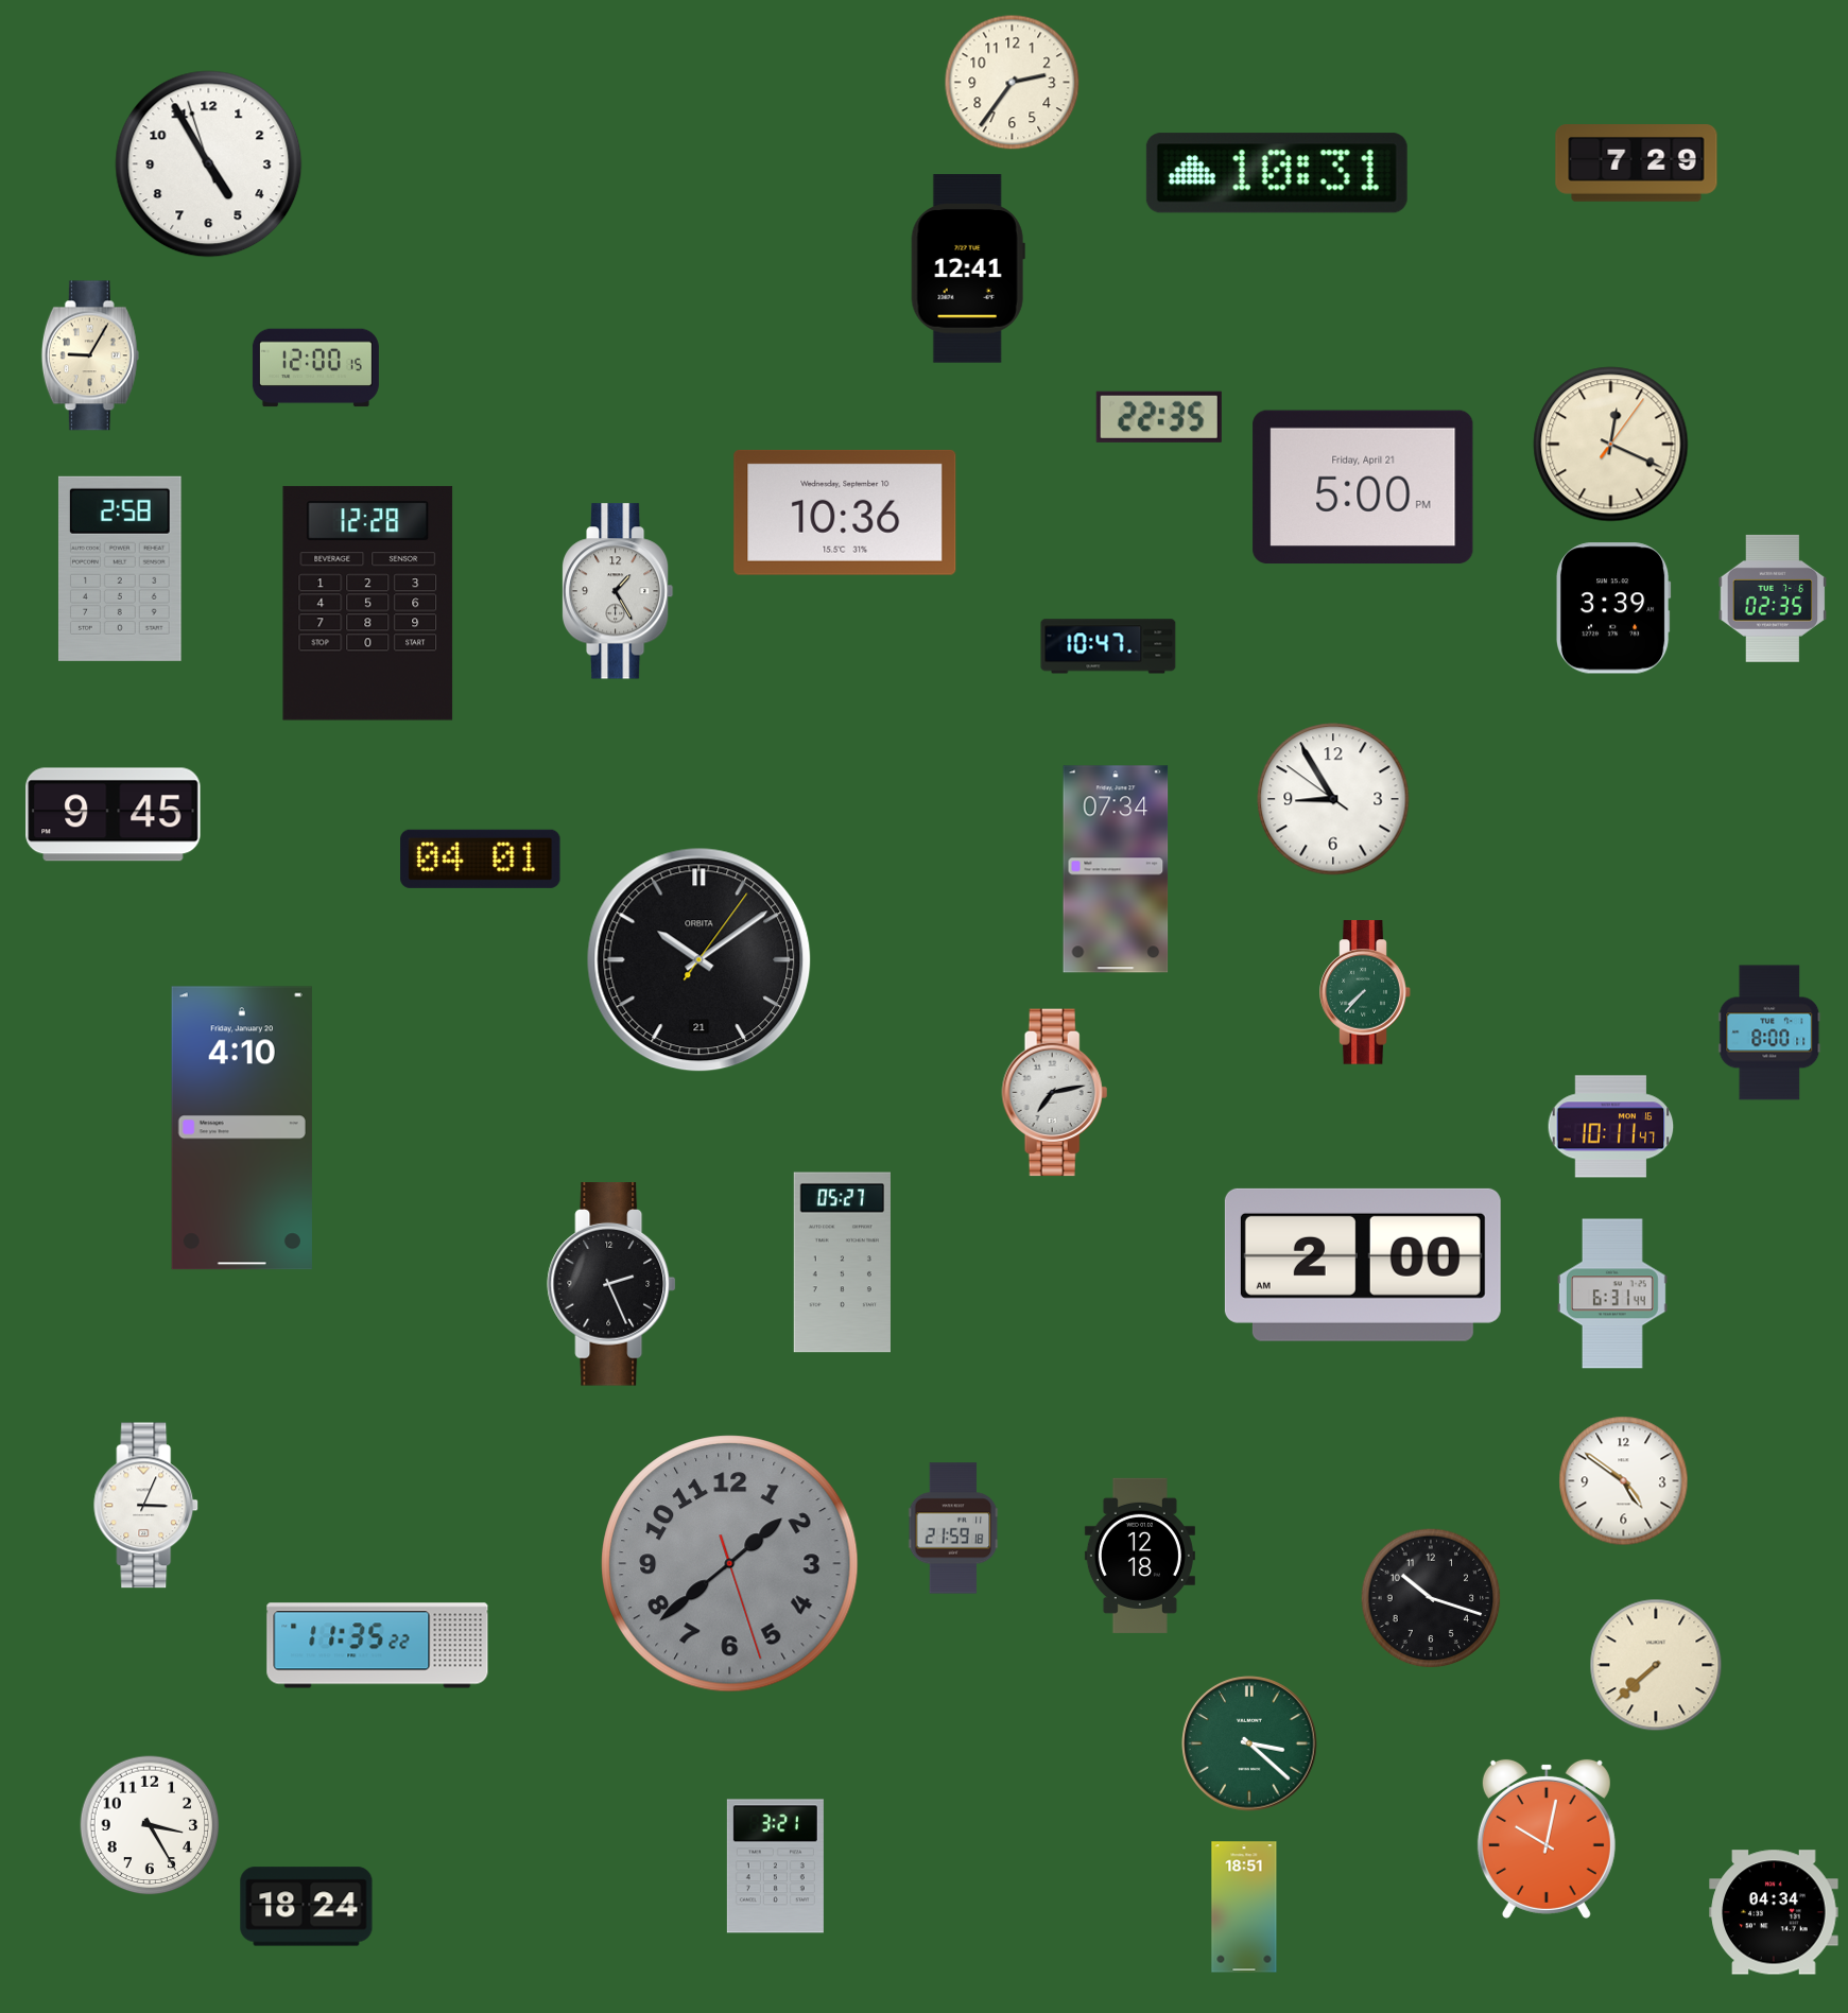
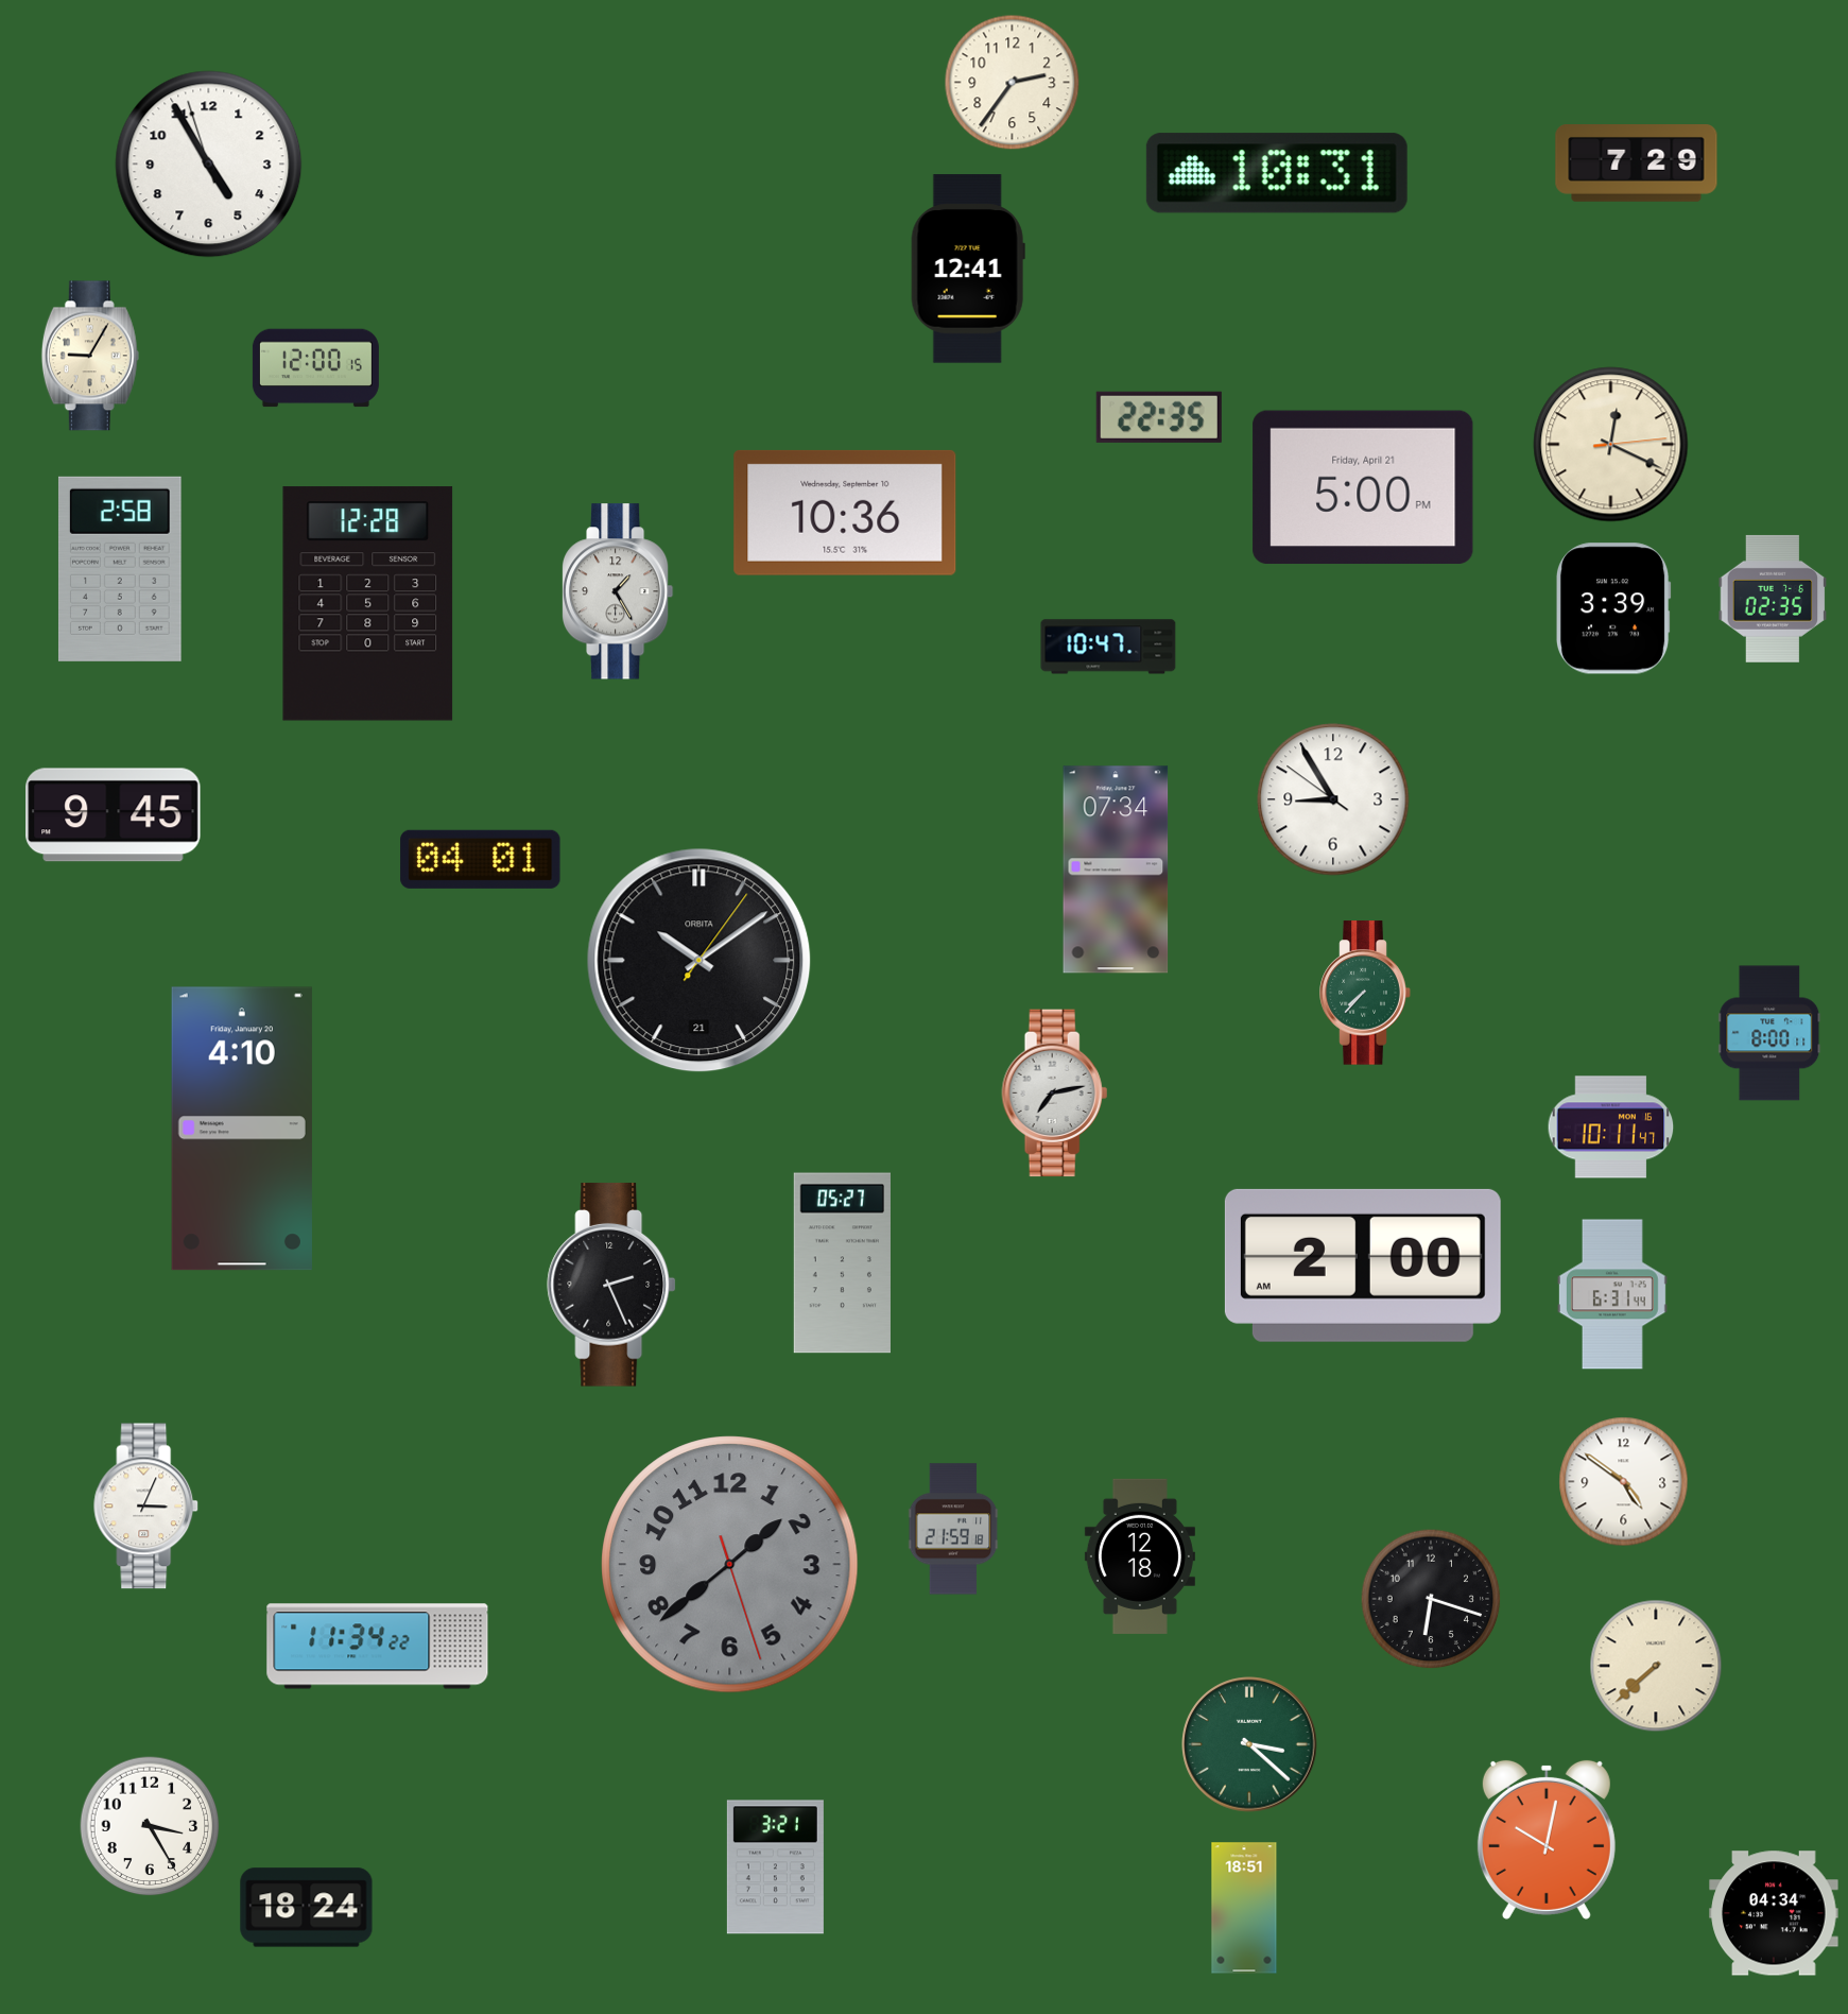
clock at (1611, 445): 12:19:06 -> 12:19:14
clock at (1431, 1598): 10:18 -> 6:18
clock at (378, 1646): 11:35 -> 11:34
